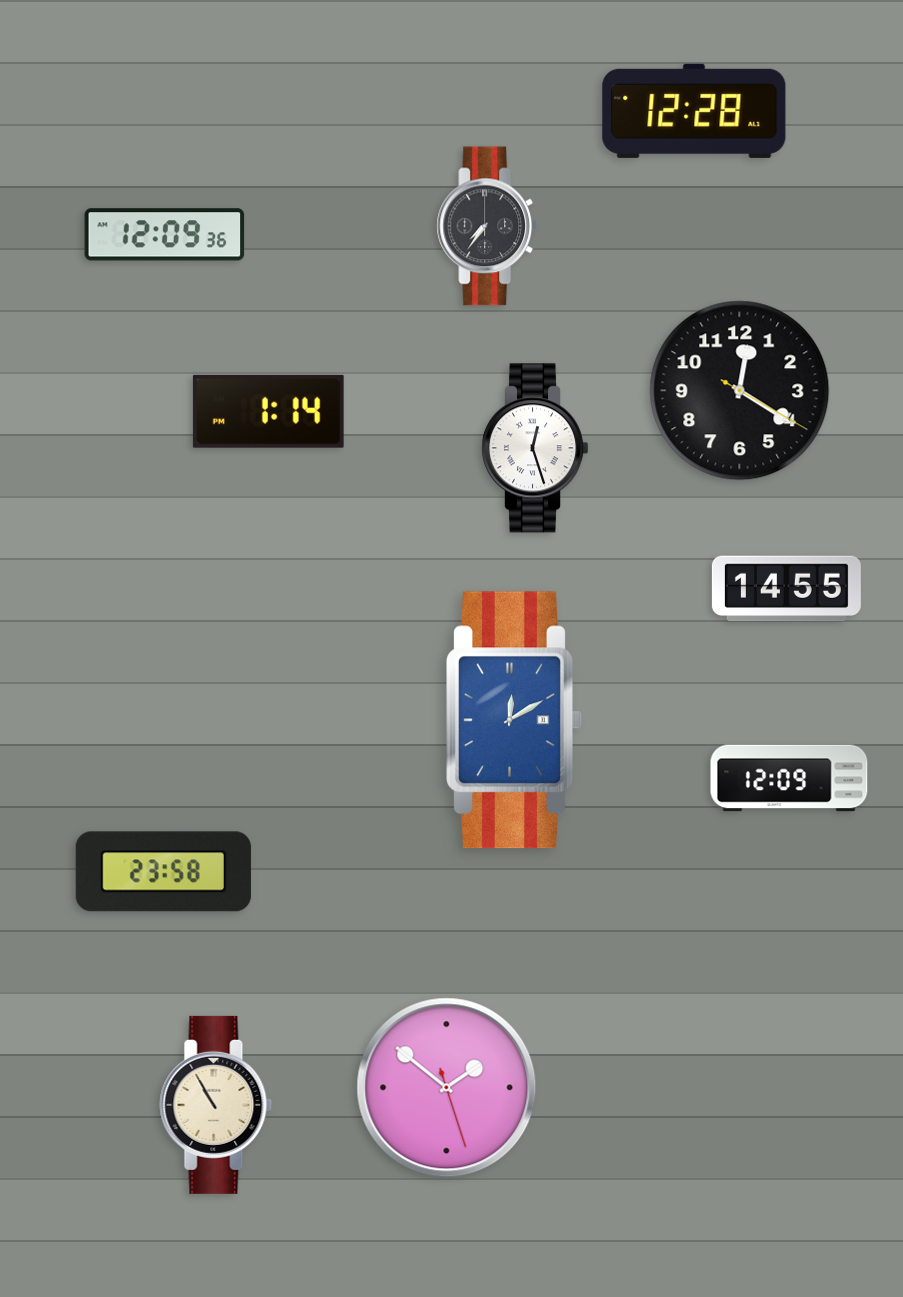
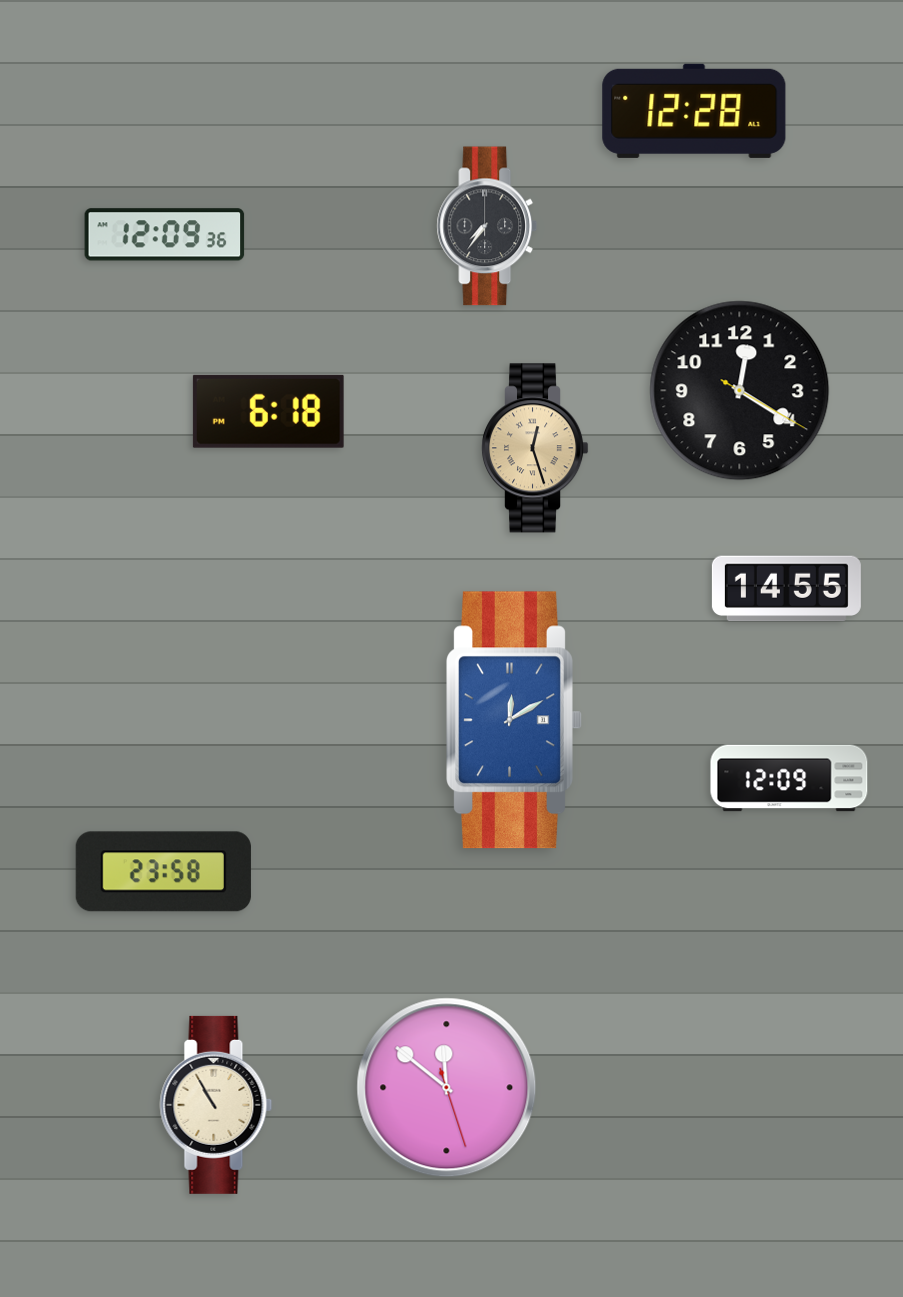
clock at (268, 411): 1:14 -> 6:18
clock at (535, 448) dial: white -> champagne
clock at (447, 1088): 1:51 -> 11:51
